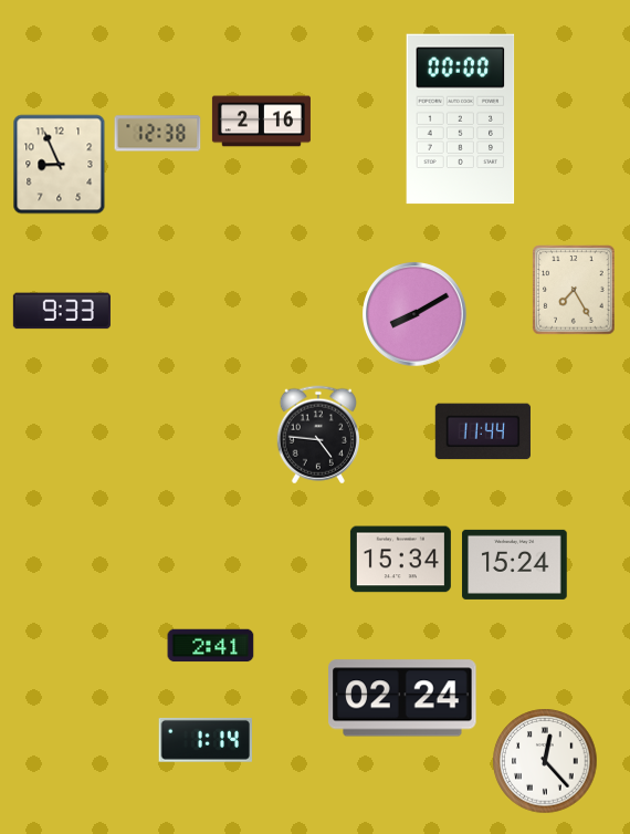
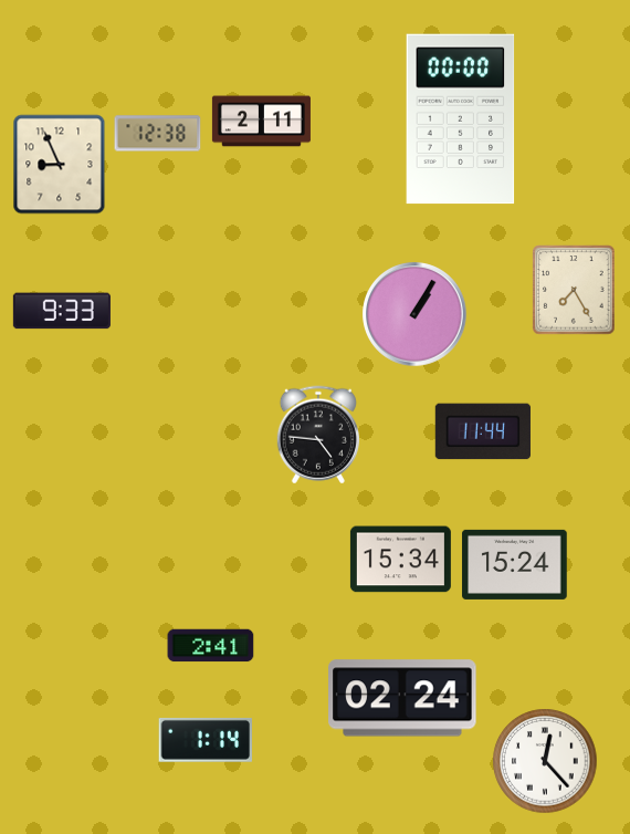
clock at (261, 122): 2:16 -> 2:11
clock at (414, 314): 8:10 -> 1:05
